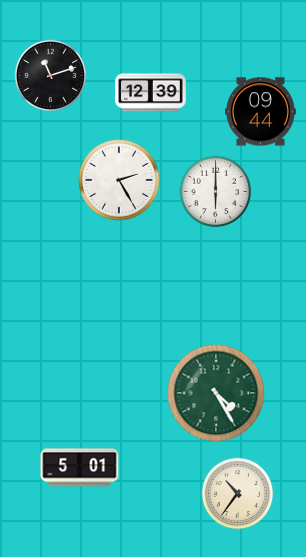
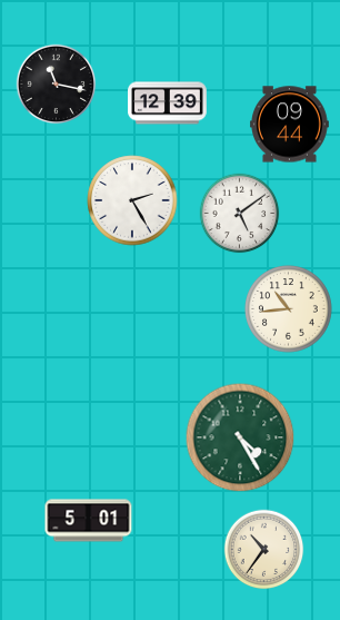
clock at (51, 76): 11:12 -> 11:17
clock at (216, 192): 6:00 -> 5:09
clock at (289, 309): none -> 10:44
